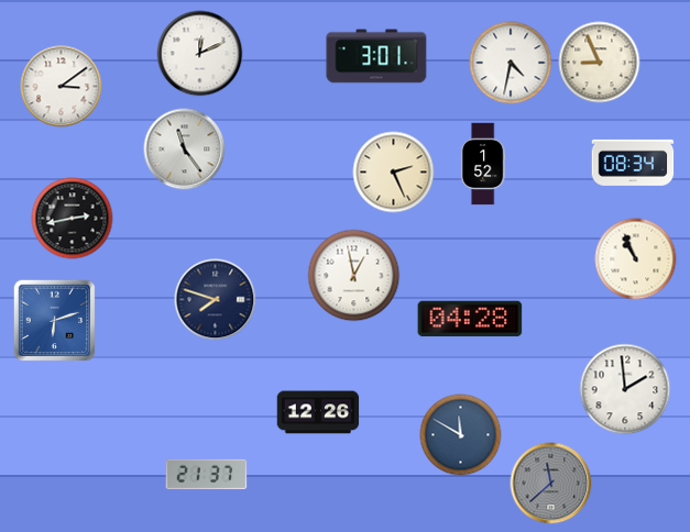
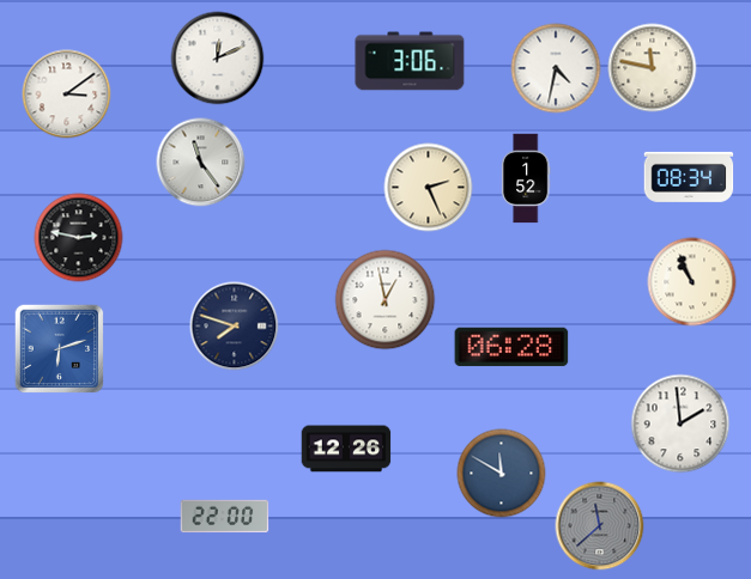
clock at (376, 56): 3:01 -> 3:06
clock at (600, 63): 8:56 -> 11:47
clock at (73, 219): 2:43 -> 2:47
clock at (470, 319): 04:28 -> 06:28
clock at (207, 475): 21:37 -> 22:00
